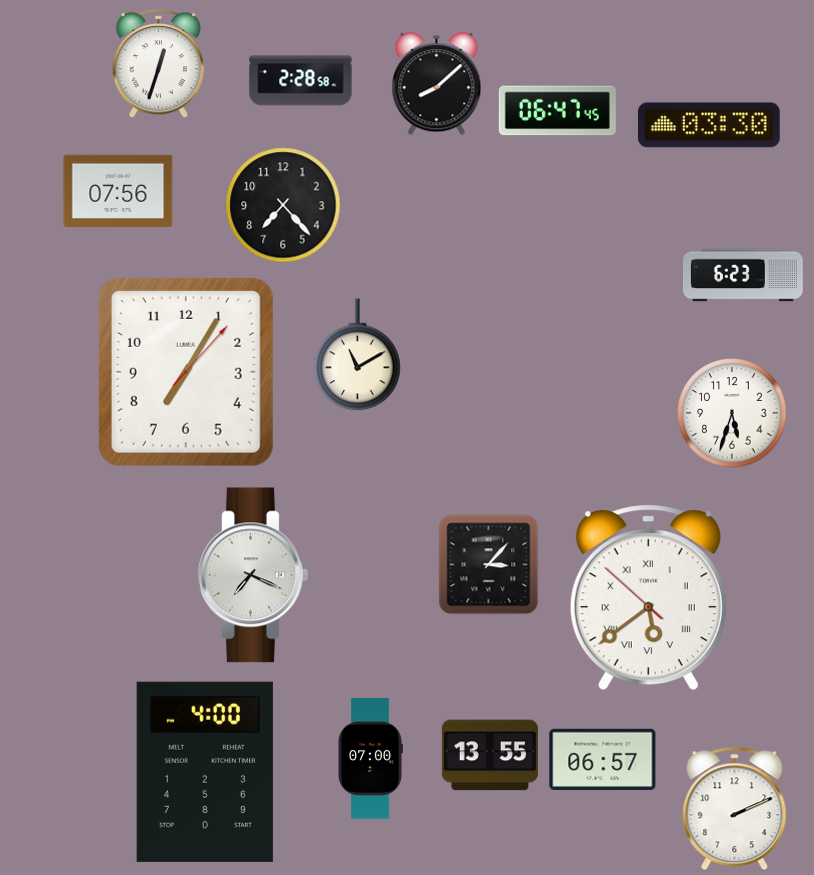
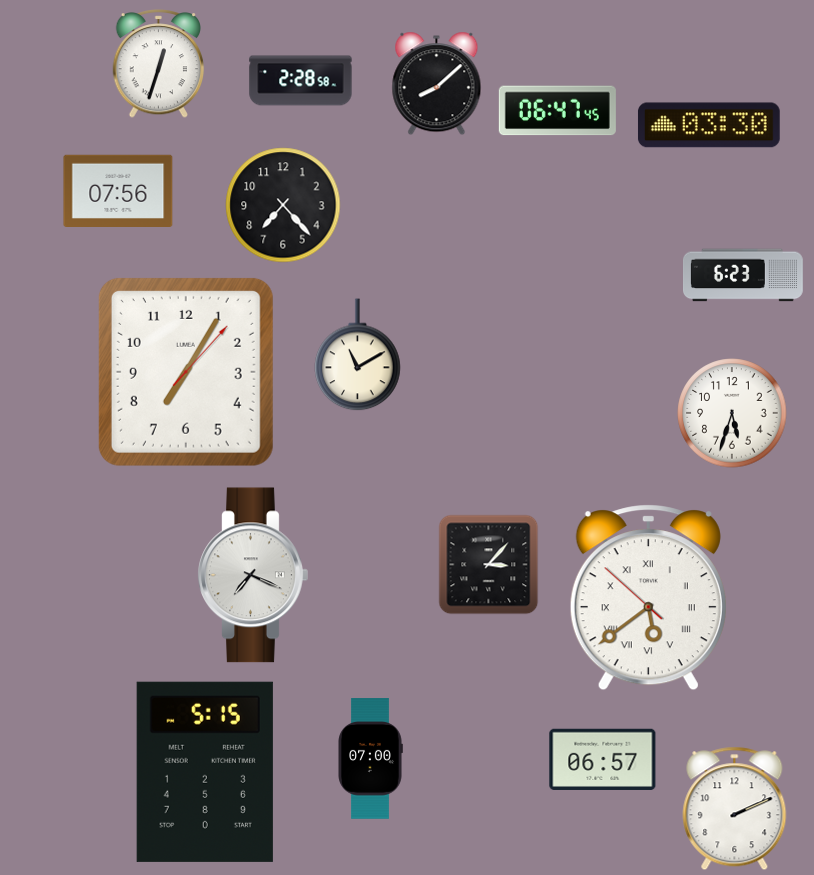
clock at (490, 755): 13:55 -> none
clock at (205, 772): 4:00 -> 5:15
